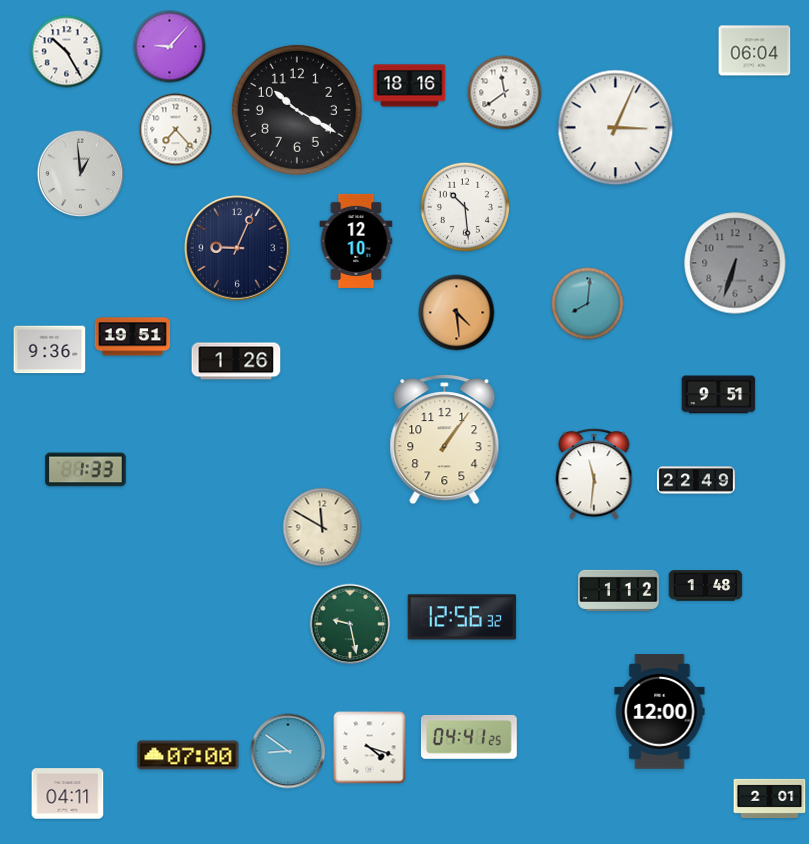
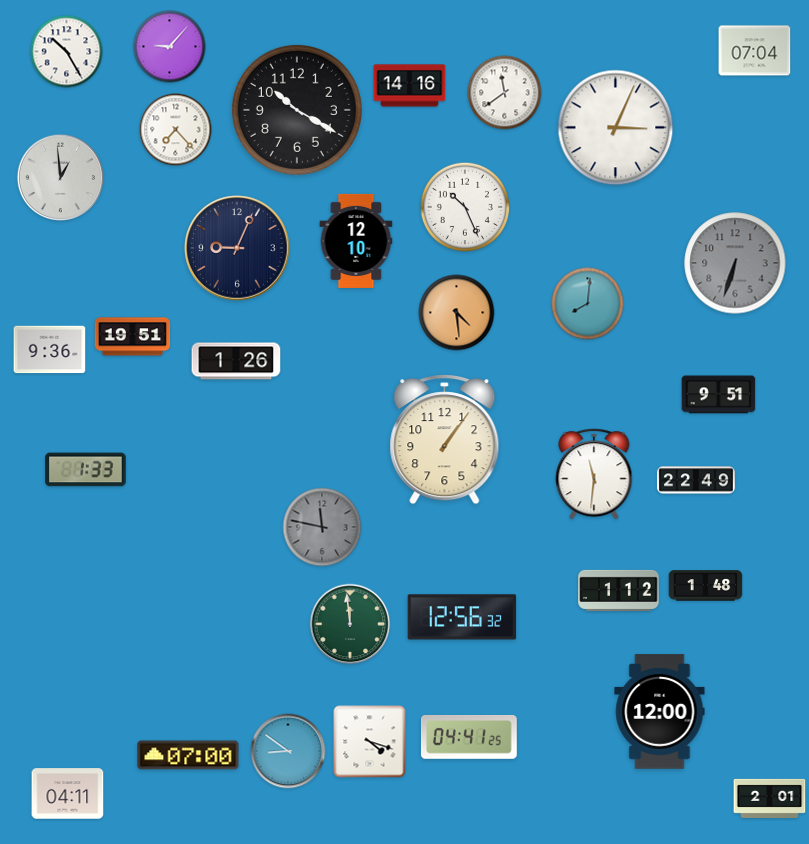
clock at (755, 51): 06:04 -> 07:04
clock at (410, 86): 18:16 -> 14:16
clock at (81, 174) position: (81, 174) -> (61, 178)
clock at (464, 206): 10:29 -> 10:26
clock at (322, 527): 11:50 -> 11:47
clock at (322, 527) dial: cream -> grey
clock at (350, 624): 9:28 -> 11:59
clock at (370, 748) position: (370, 748) -> (370, 742)
